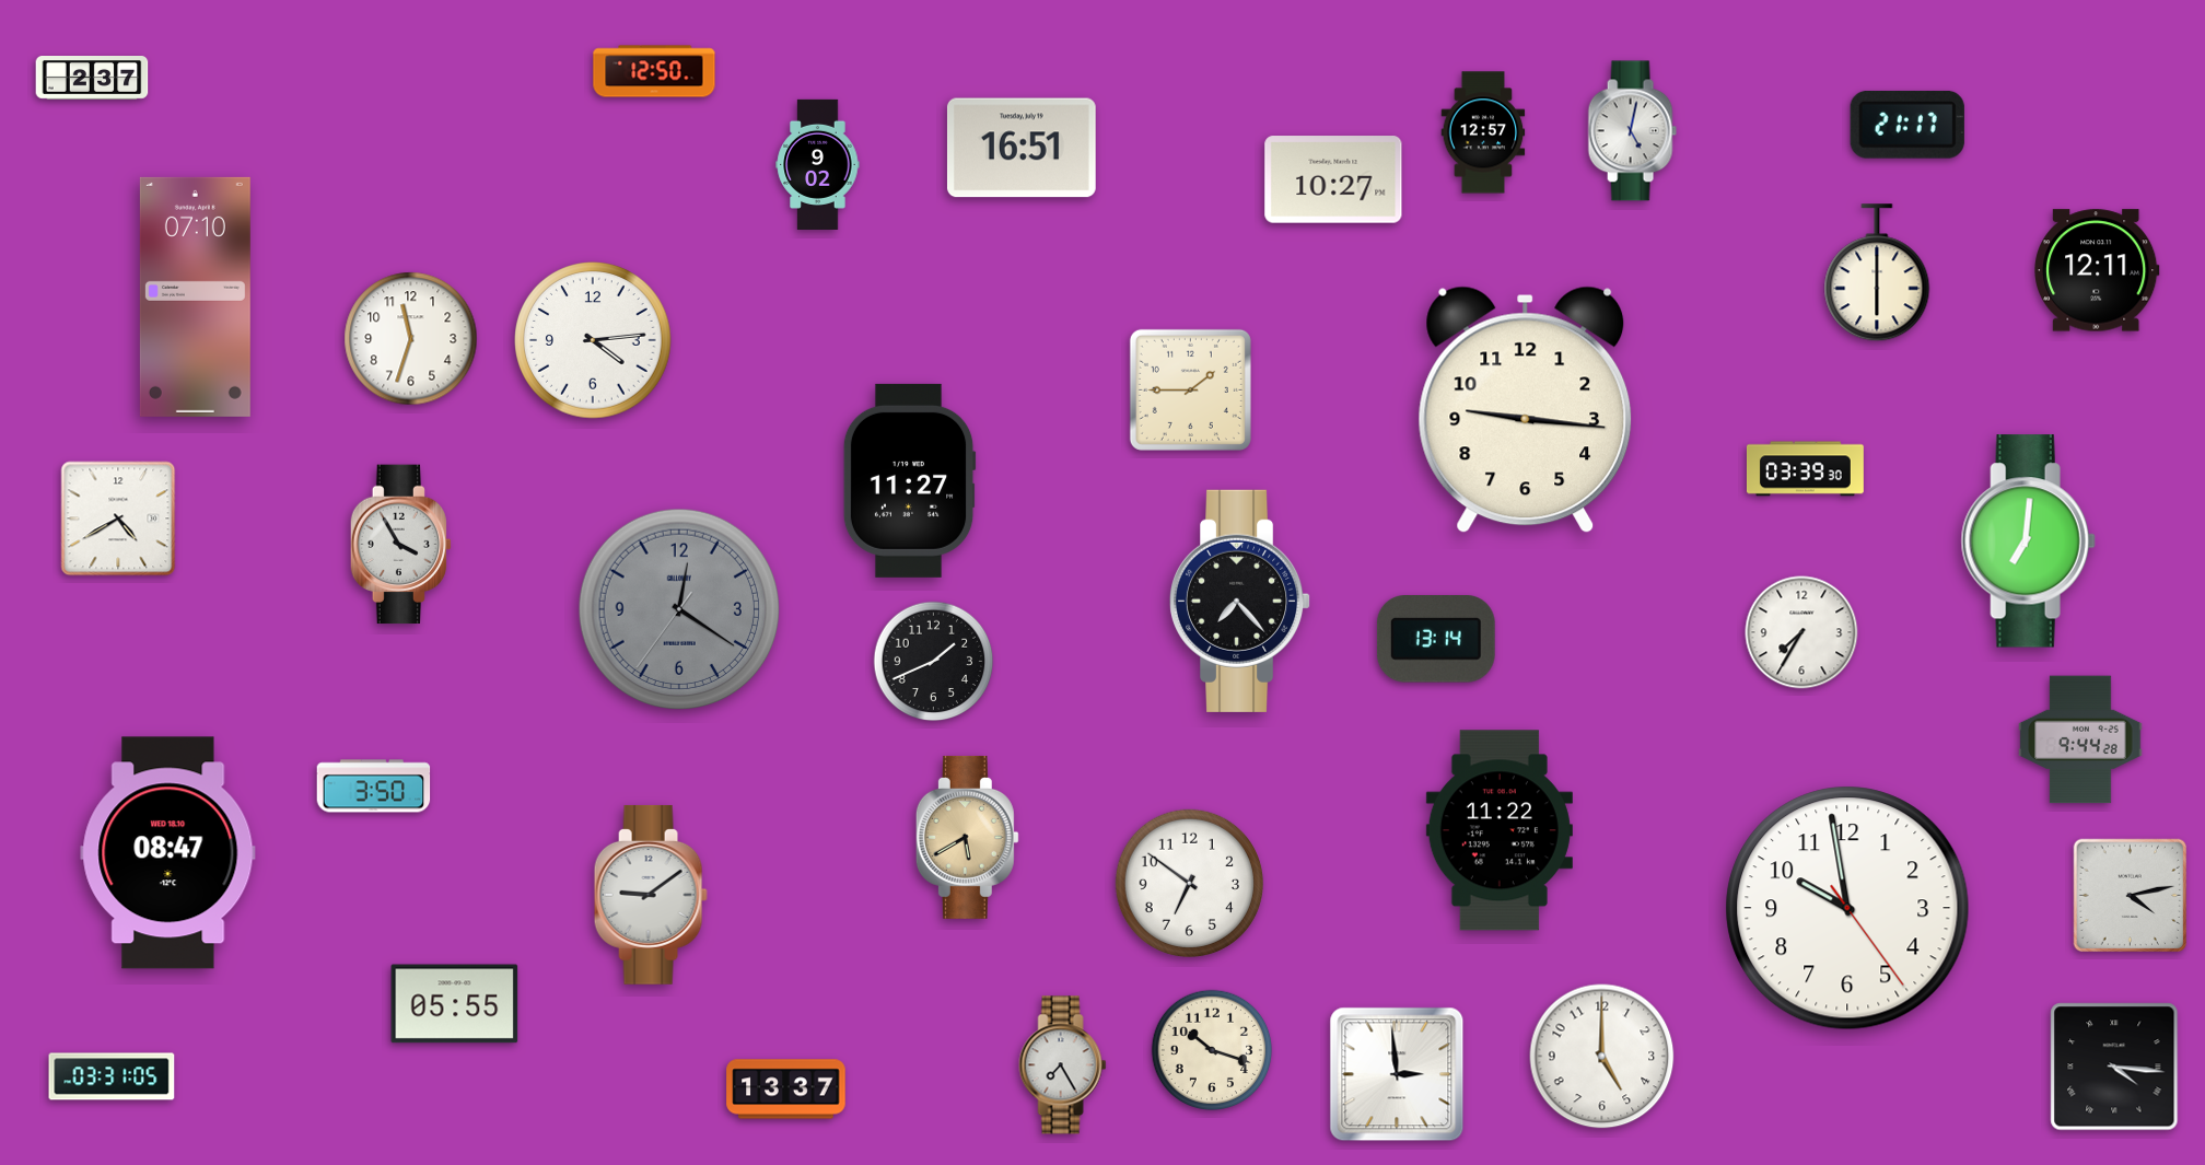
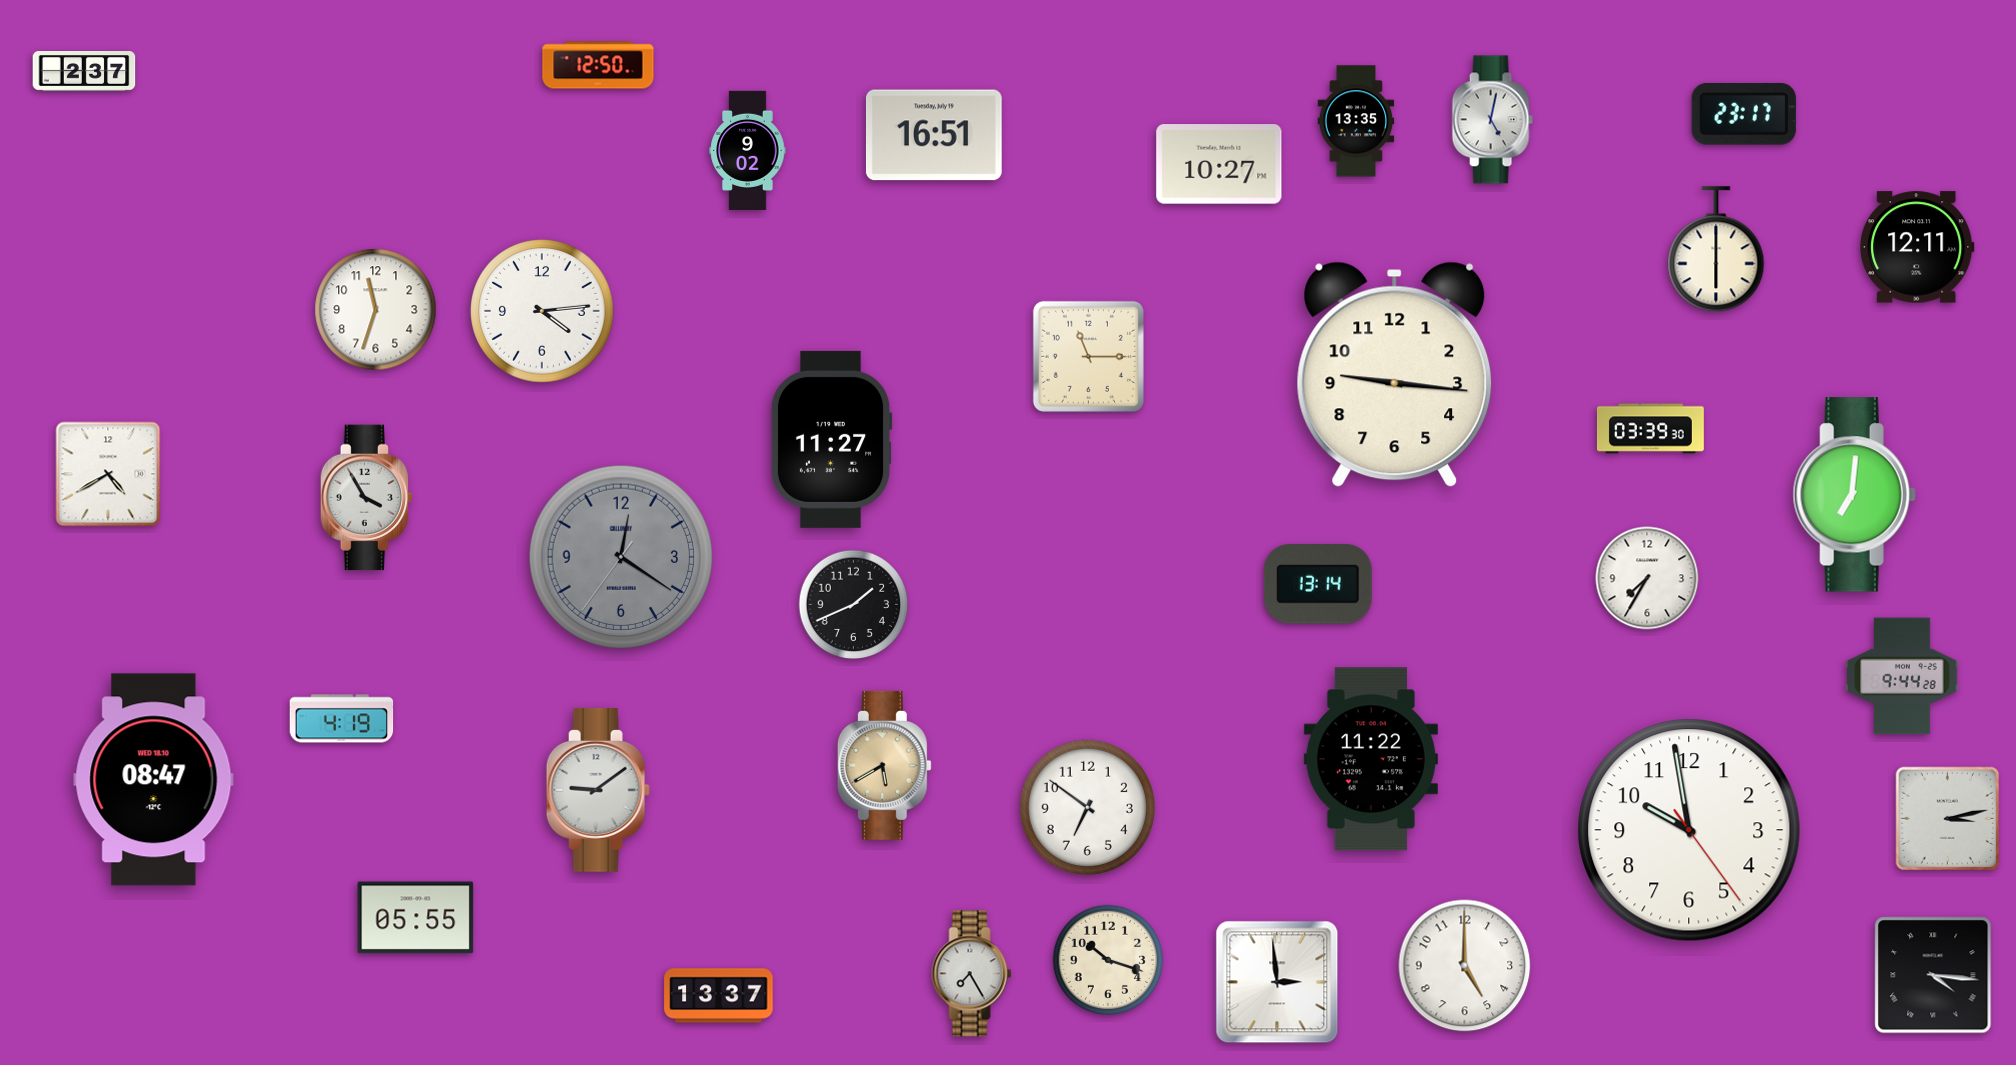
clock at (1907, 125): 21:17 -> 23:17
clock at (1483, 132): 12:57 -> 13:35
clock at (195, 296): 07:10 -> none
clock at (1190, 389): 1:45 -> 11:15
clock at (1240, 601): 7:23 -> none
clock at (1436, 640) position: (1436, 640) -> (1318, 585)
clock at (374, 787): 3:50 -> 4:19
clock at (651, 895) position: (651, 895) -> (598, 790)
clock at (2131, 896): 4:13 -> 3:13
clock at (112, 1076): 03:31 -> none
